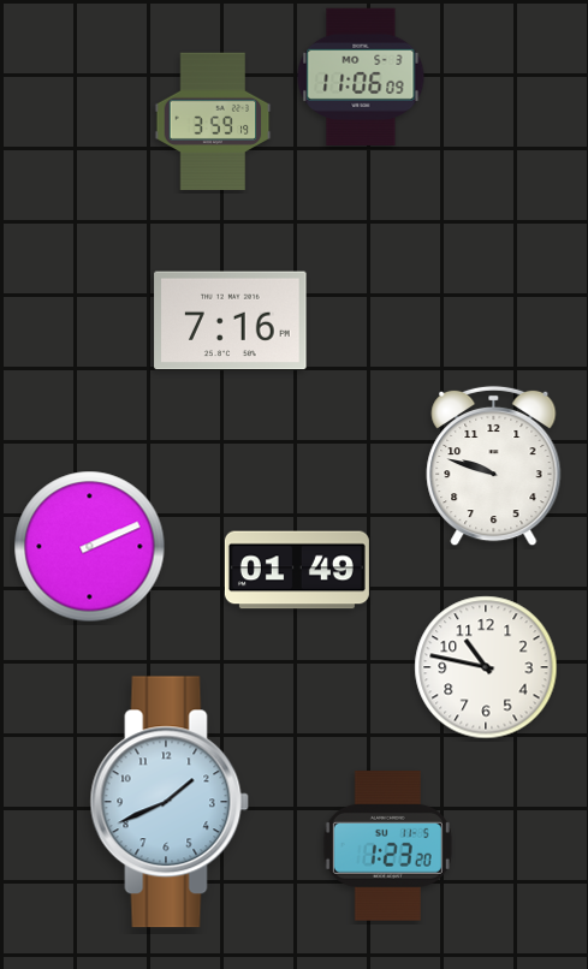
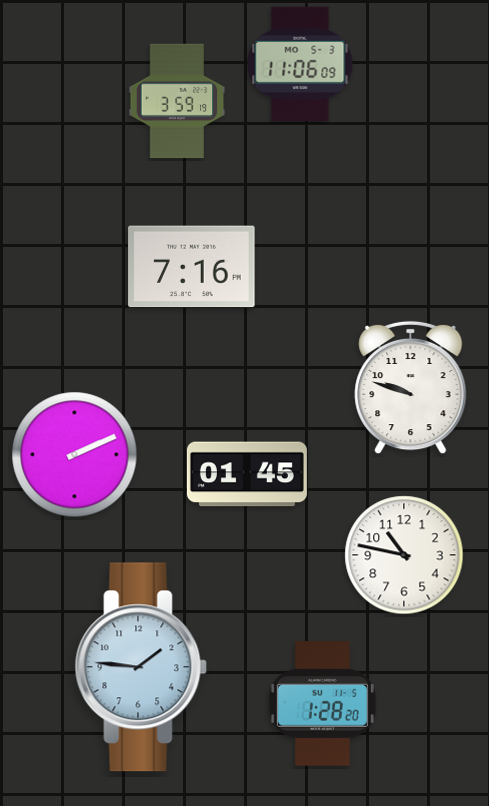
clock at (297, 570): 01:49 -> 01:45
clock at (170, 802): 1:41 -> 1:46
clock at (387, 846): 1:23 -> 1:28
